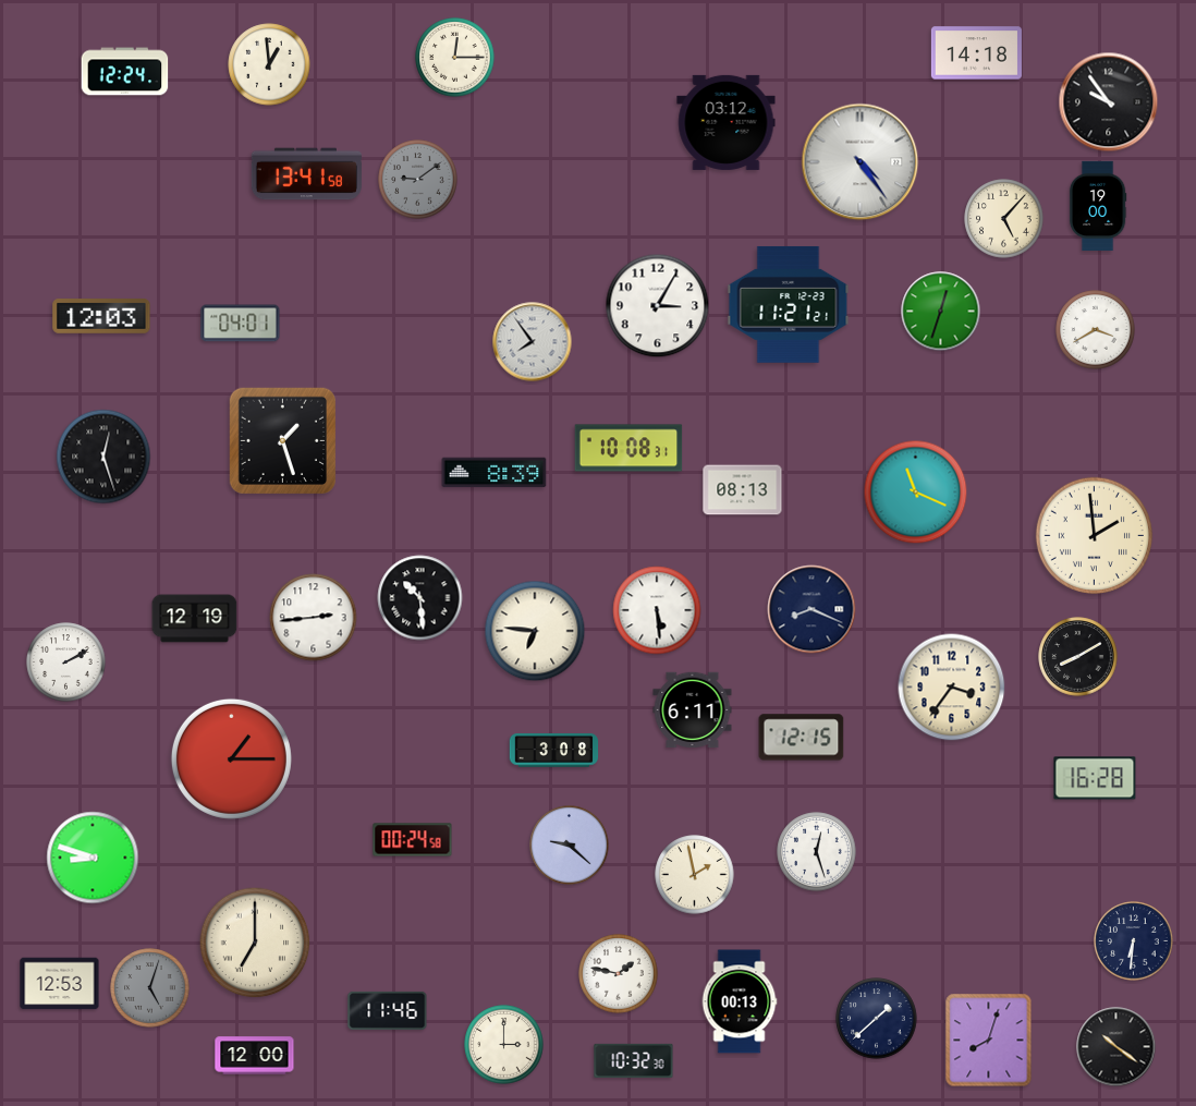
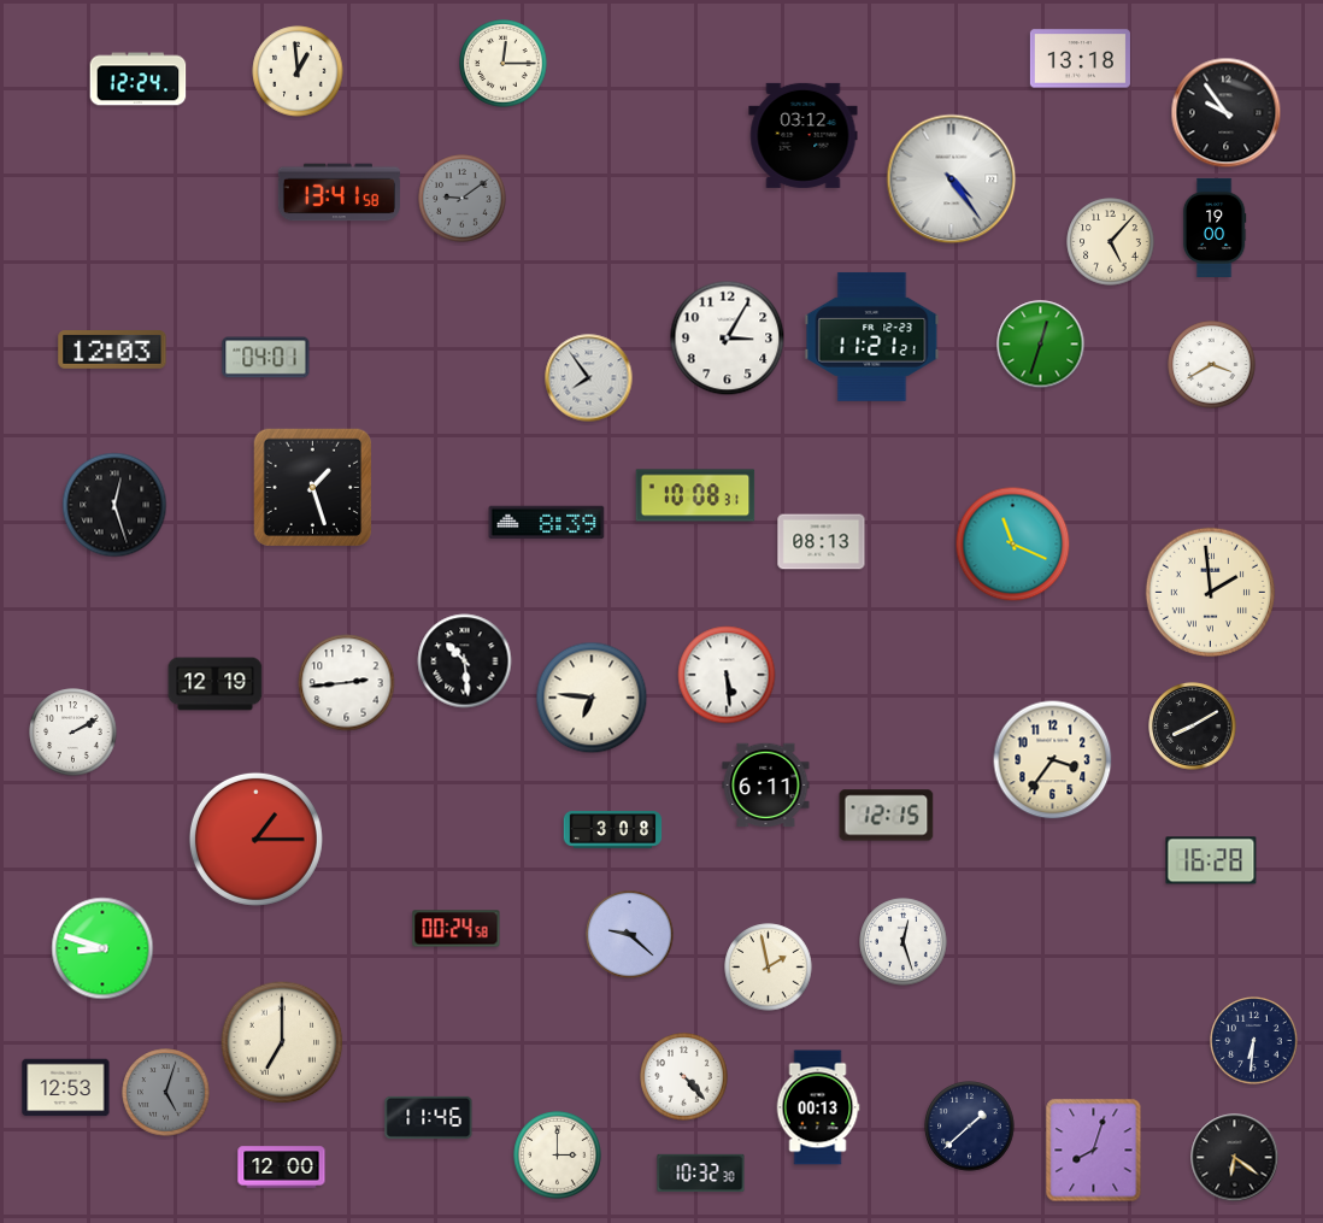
clock at (976, 53): 14:18 -> 13:18
clock at (811, 609): 8:19 -> none
clock at (619, 974): 1:47 -> 4:23
clock at (1116, 1047): 10:21 -> 6:21
